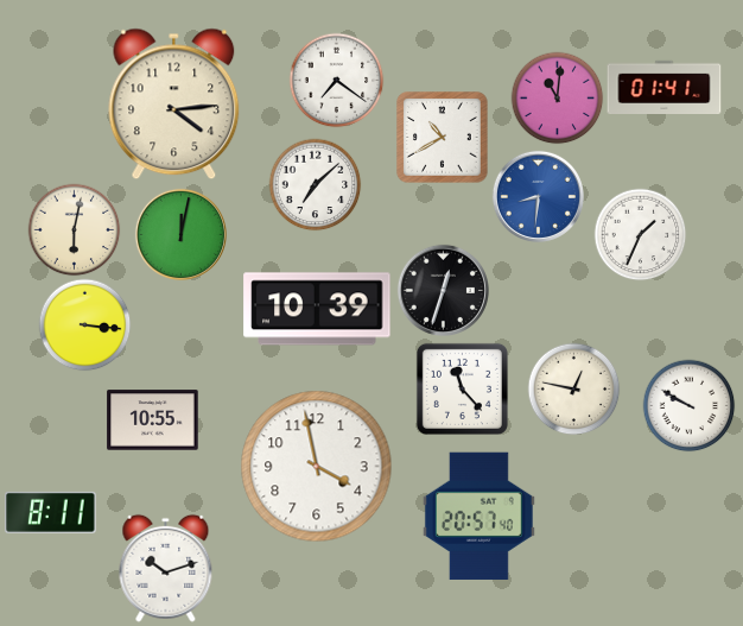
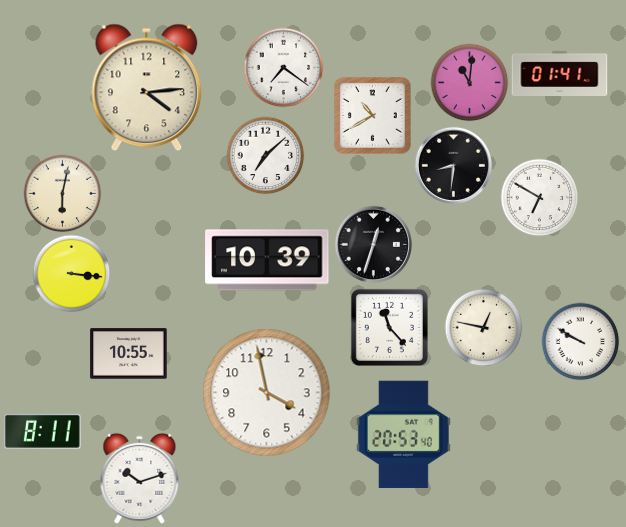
clock at (538, 196) dial: blue -> black
clock at (180, 234): 12:02 -> none
clock at (640, 234): 1:34 -> 6:50
clock at (478, 516): 20:57 -> 20:53
